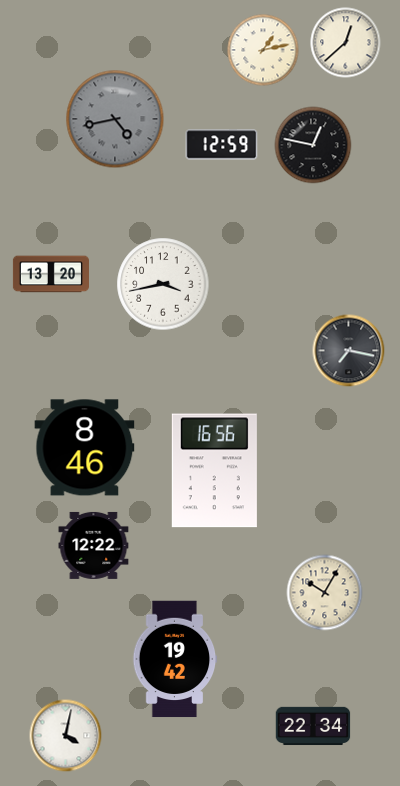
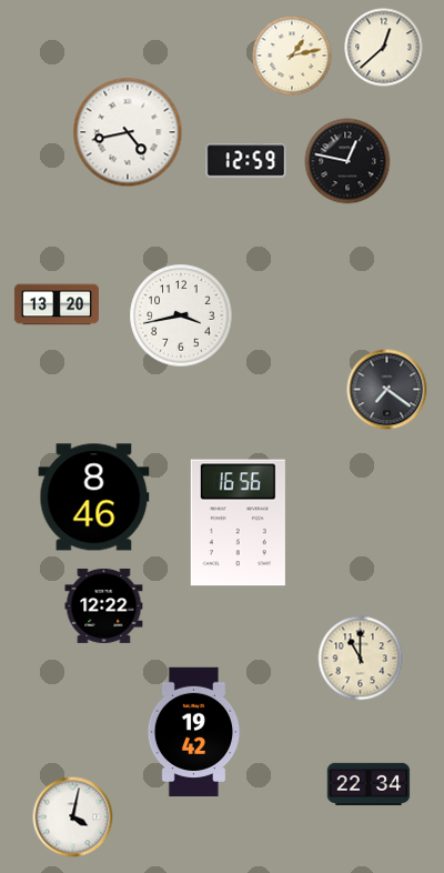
clock at (115, 119) dial: grey -> white
clock at (349, 351): 7:17 -> 7:21
clock at (325, 593): 10:05 -> 11:00
clock at (313, 726) position: (313, 726) -> (369, 784)
